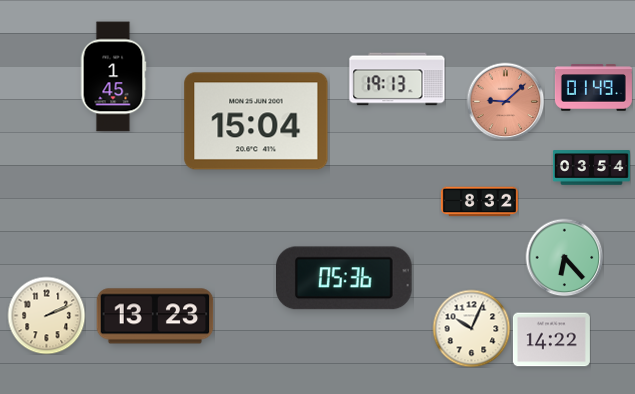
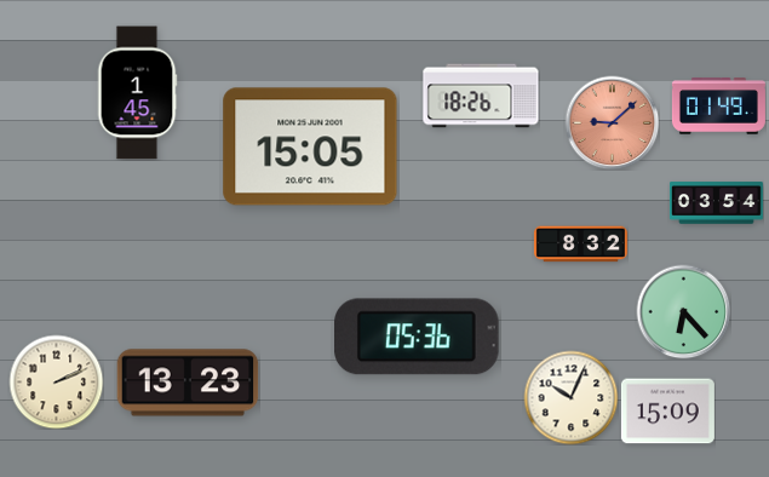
clock at (397, 79): 19:13 -> 18:26
clock at (256, 121): 15:04 -> 15:05
clock at (551, 340): 14:22 -> 15:09
